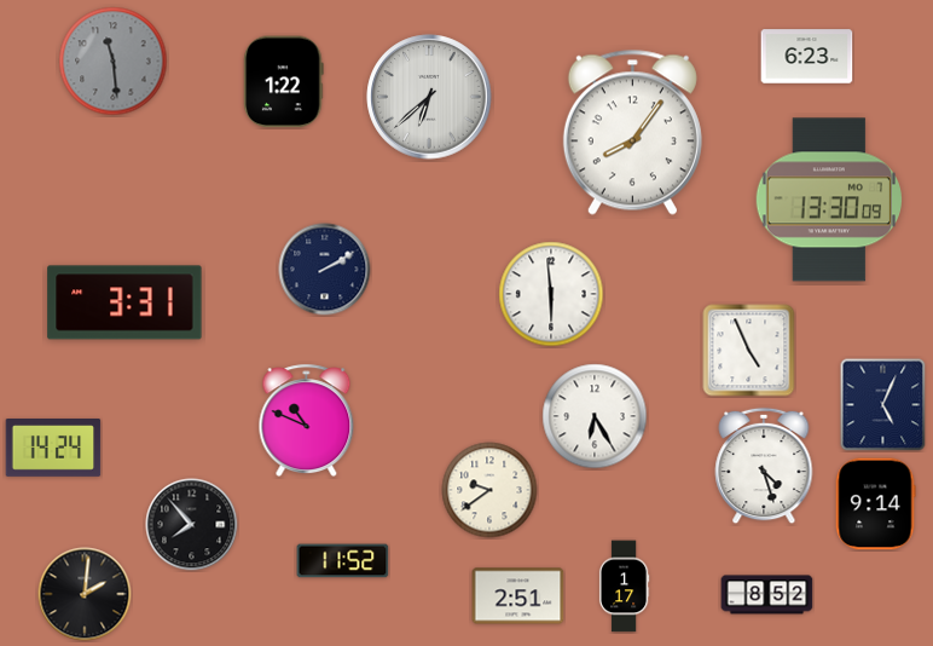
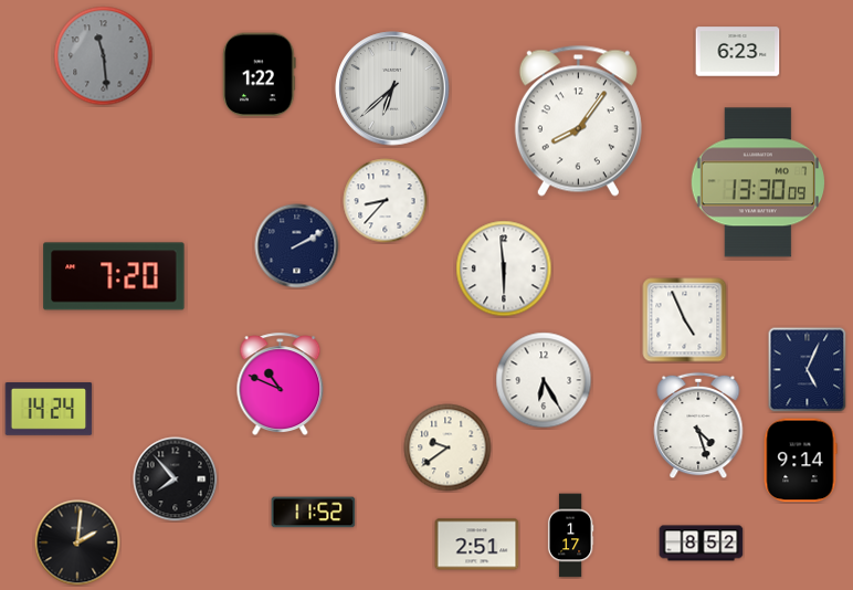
clock at (386, 201): none -> 8:37
clock at (124, 302): 3:31 -> 7:20
clock at (518, 596) position: (518, 596) -> (477, 545)
